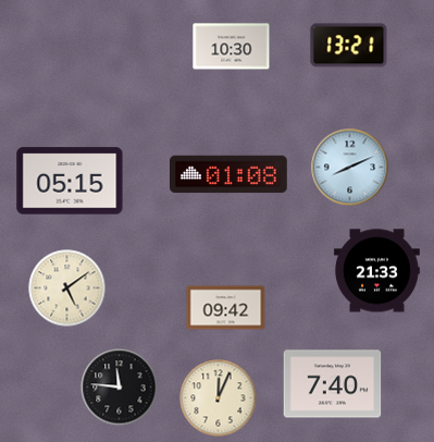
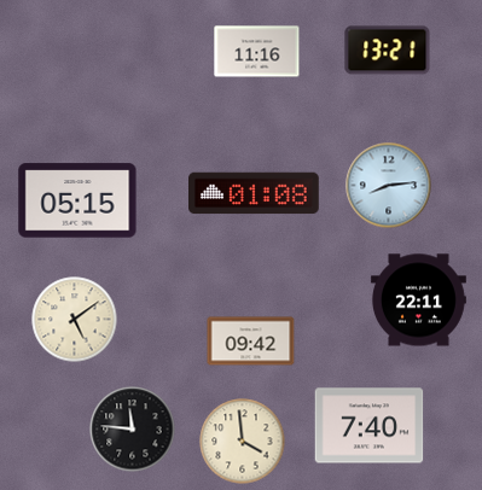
clock at (232, 47): 10:30 -> 11:16
clock at (350, 168): 8:11 -> 8:14
clock at (377, 271): 21:33 -> 22:11
clock at (219, 398): 12:04 -> 3:59
